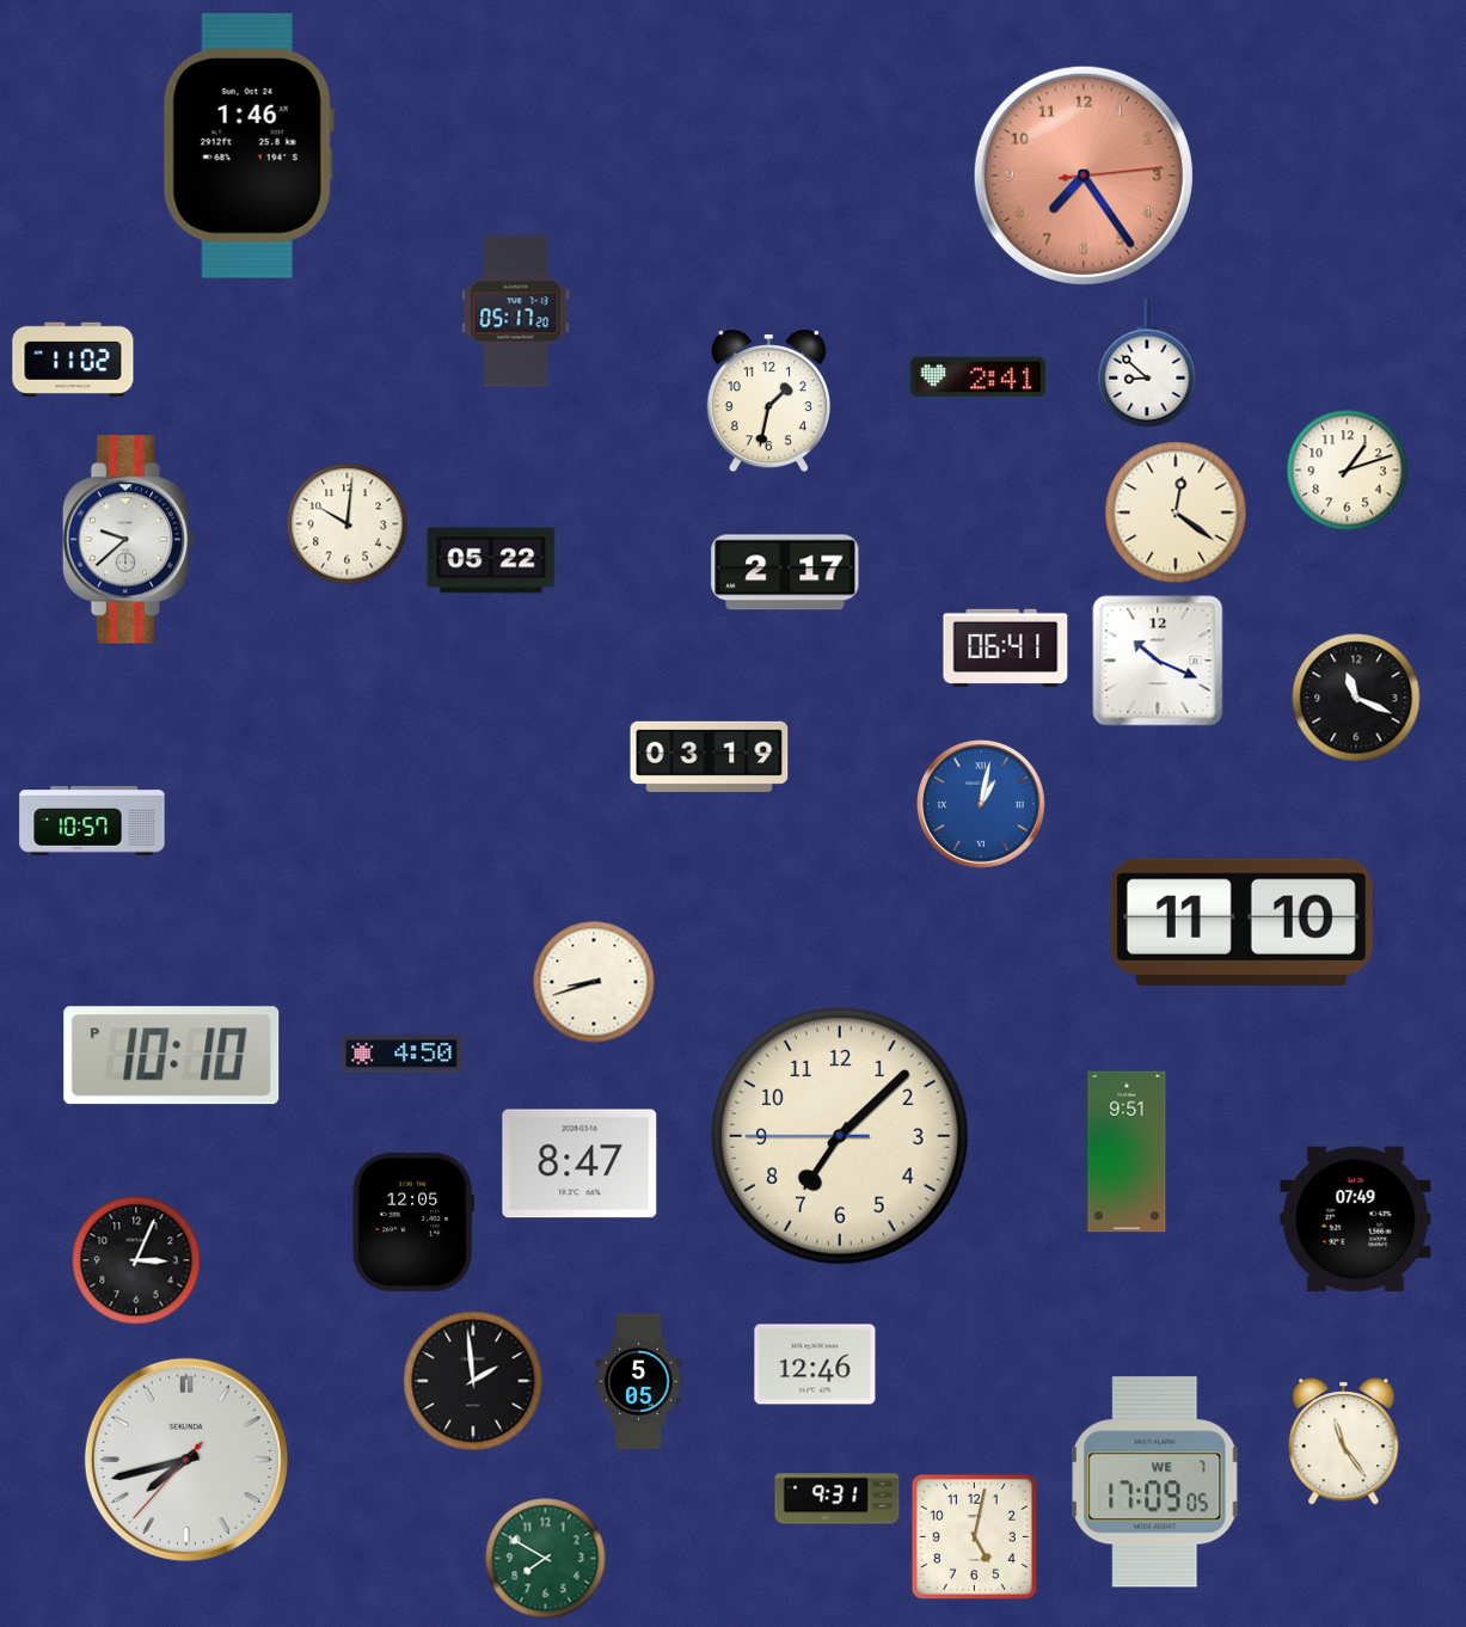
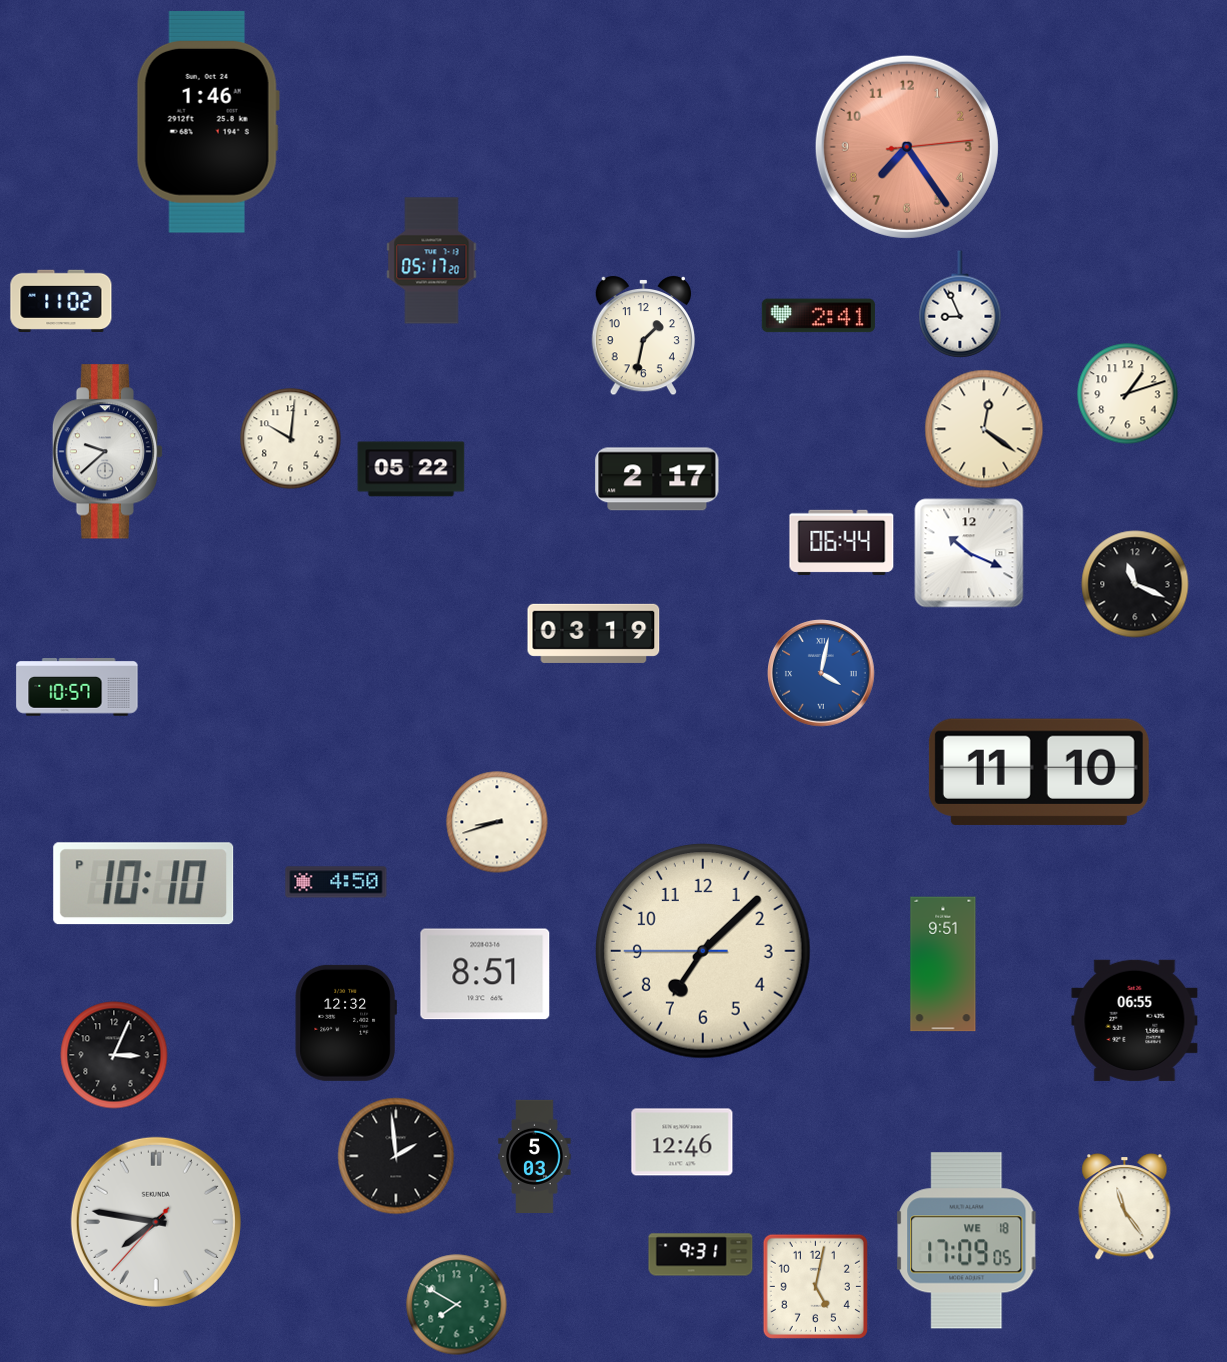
clock at (1147, 363): 8:52 -> 8:56
clock at (1006, 647): 06:41 -> 06:44
clock at (981, 804): 1:02 -> 4:02
clock at (579, 1164): 8:47 -> 8:51
clock at (1356, 1218): 07:49 -> 06:55
clock at (412, 1222): 12:05 -> 12:32
clock at (639, 1381): 5:05 -> 5:03
clock at (186, 1460): 7:42 -> 7:46
clock at (1155, 1482) date: WE 7 -> WE 18
